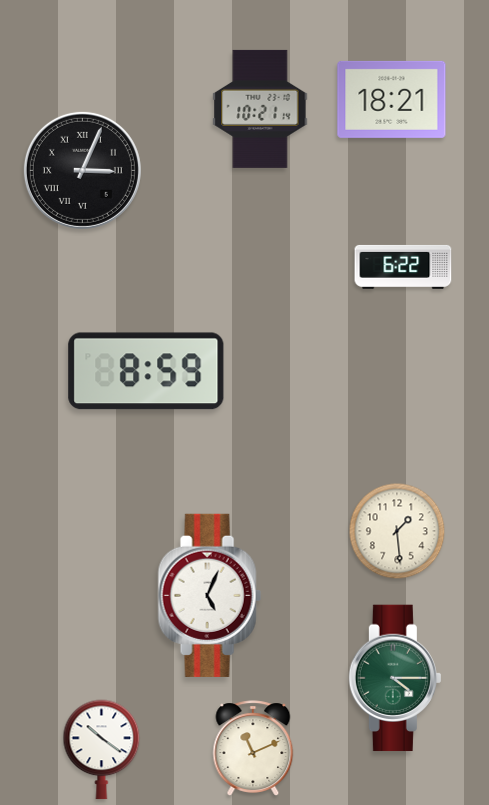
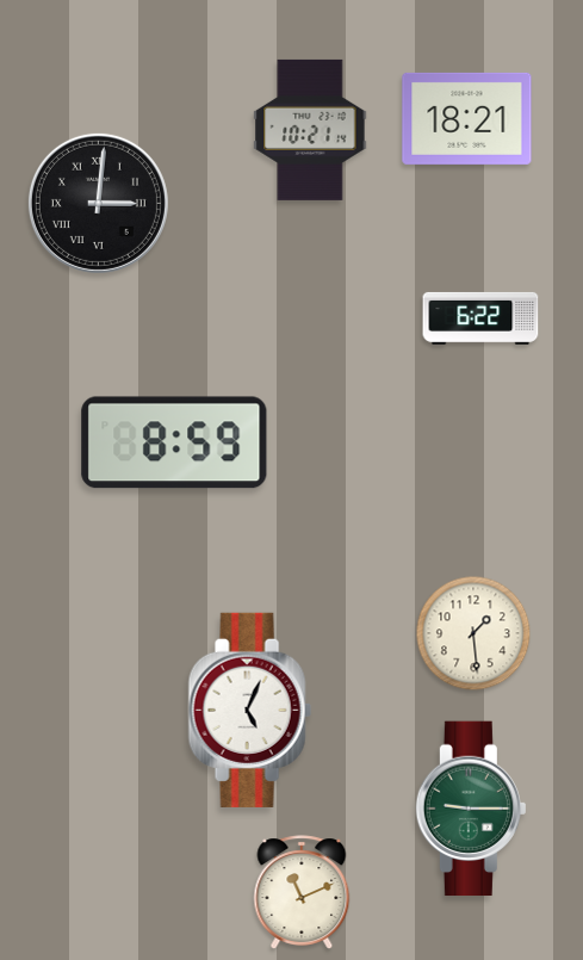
clock at (82, 170): 3:04 -> 3:01
clock at (395, 678): 4:15 -> 9:15
clock at (102, 750): 10:21 -> none
